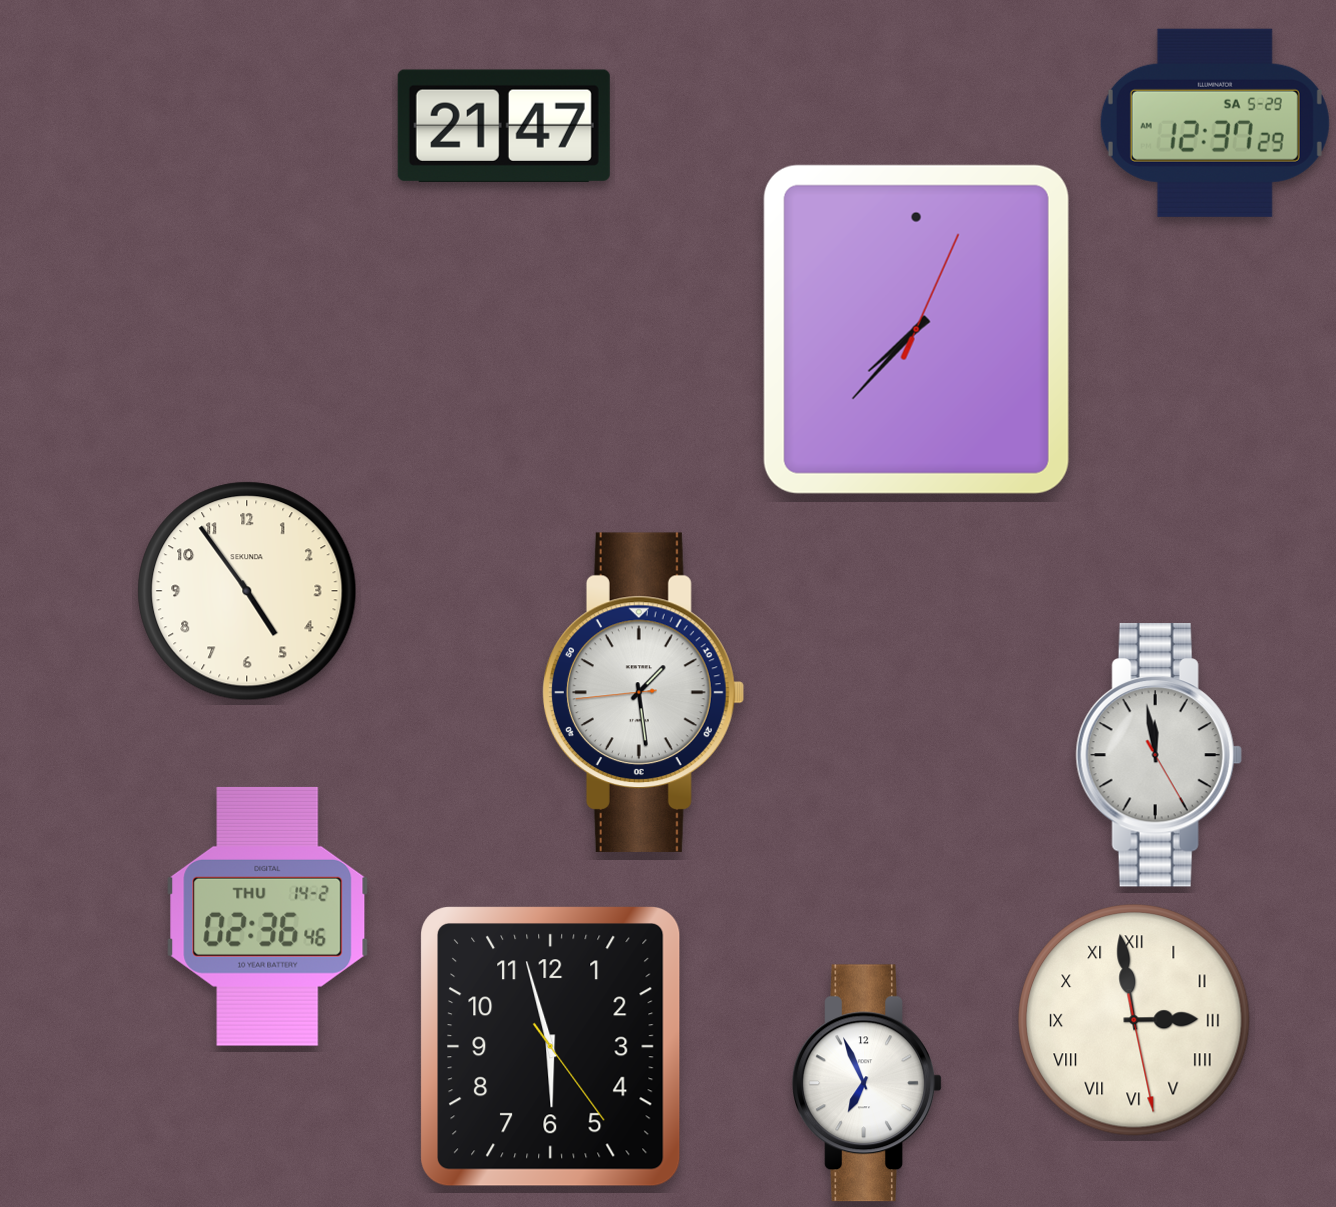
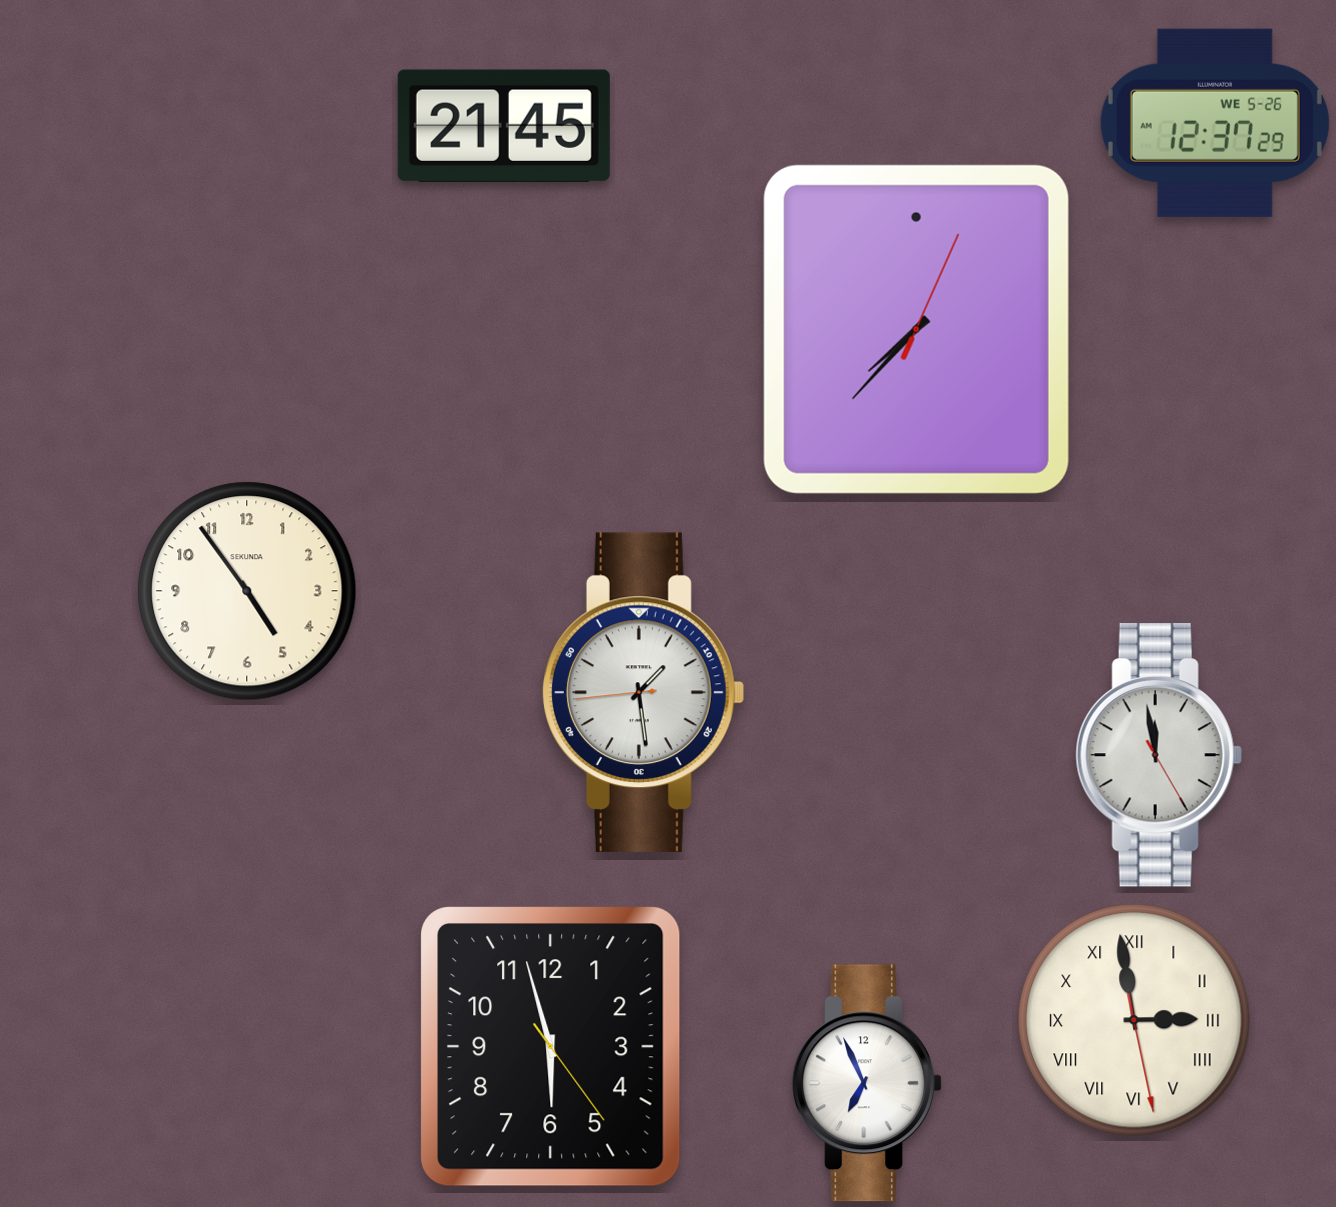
clock at (1215, 123) date: SA 5-29 -> WE 5-26
clock at (504, 126): 21:47 -> 21:45
clock at (268, 916): 02:36 -> none
